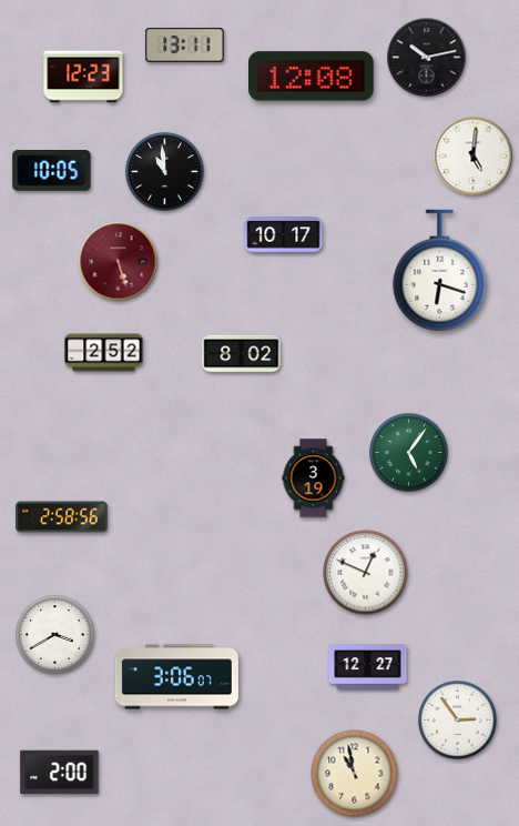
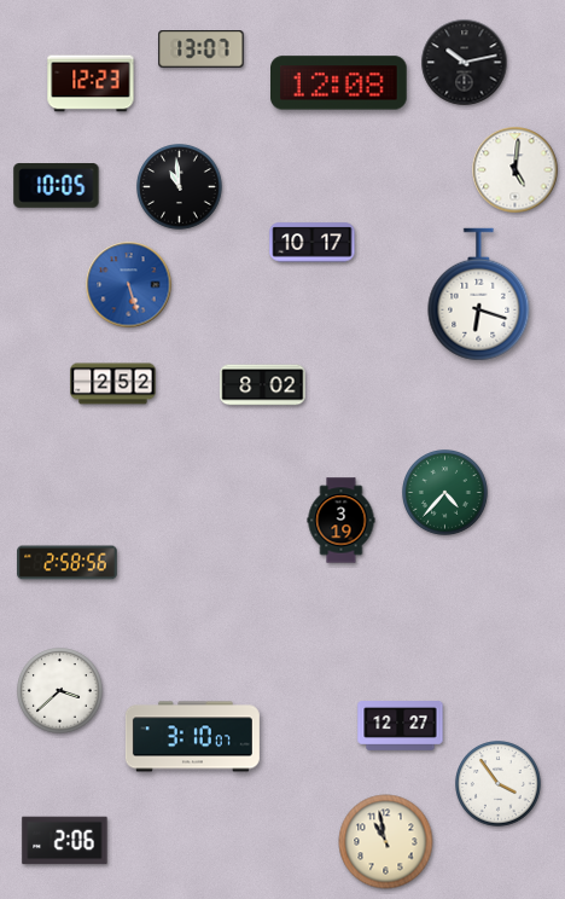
clock at (185, 46): 13:11 -> 13:07
clock at (284, 235) position: (284, 235) -> (313, 243)
clock at (119, 262) dial: burgundy -> blue
clock at (409, 453): 5:06 -> 4:37
clock at (366, 573): 12:49 -> none
clock at (55, 635): 3:40 -> 3:38
clock at (176, 677): 3:06 -> 3:10
clock at (458, 721): 2:54 -> 3:54
clock at (60, 773): 2:00 -> 2:06
